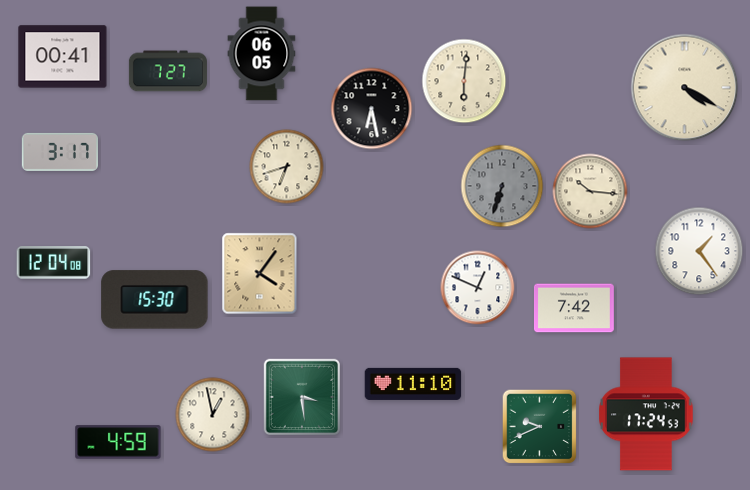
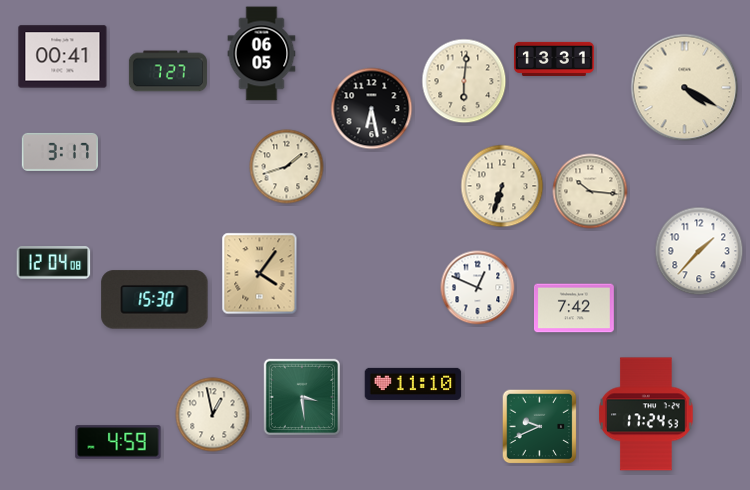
clock at (555, 59): none -> 13:31
clock at (287, 167): 6:42 -> 1:42
clock at (502, 186) dial: grey -> cream
clock at (699, 251): 1:24 -> 1:37
